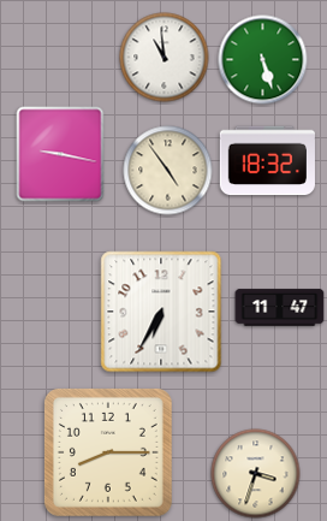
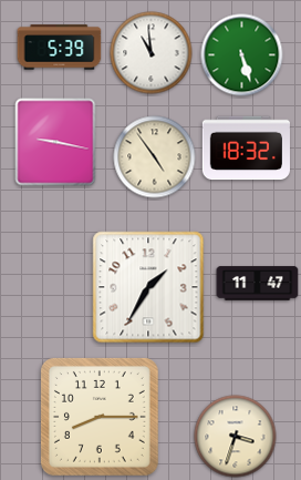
clock at (60, 48): none -> 5:39
clock at (161, 312): 6:35 -> 1:35
